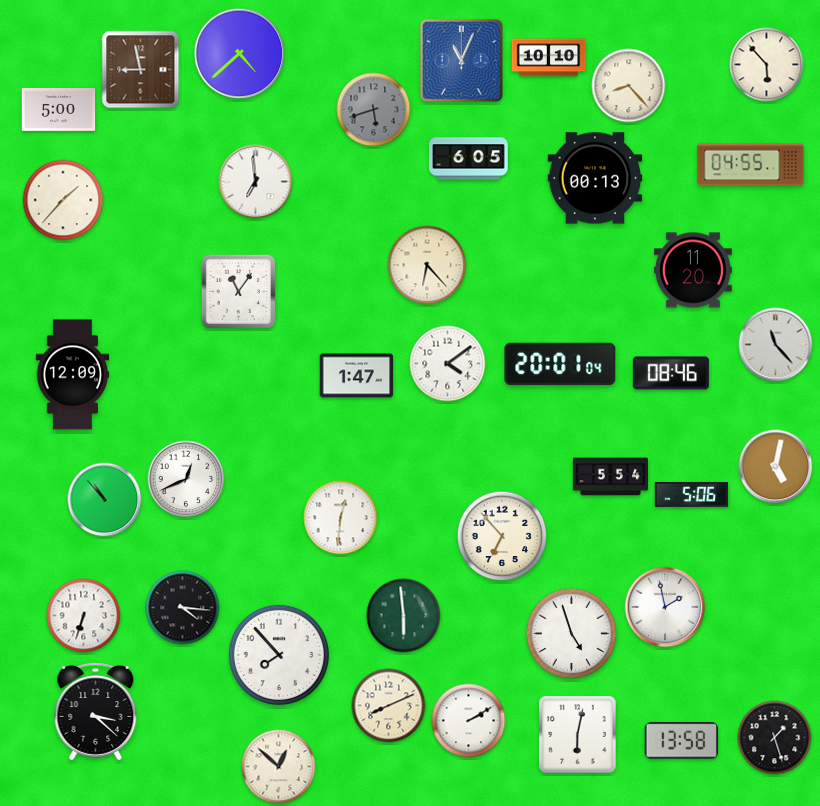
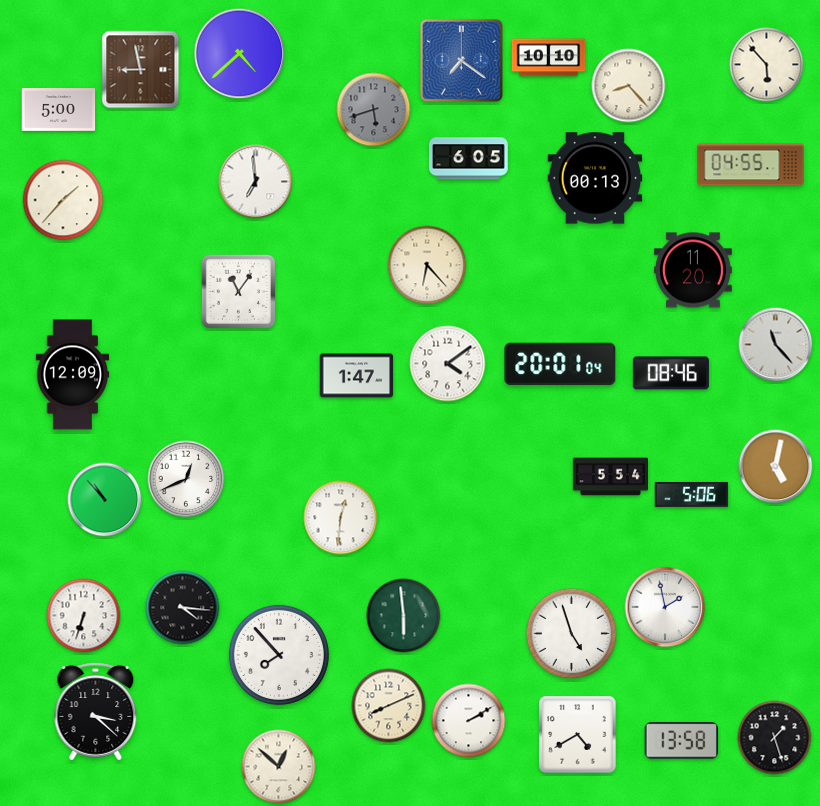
clock at (461, 60): 11:04 -> 7:21
clock at (502, 536): 6:53 -> none
clock at (578, 735): 6:02 -> 4:40
